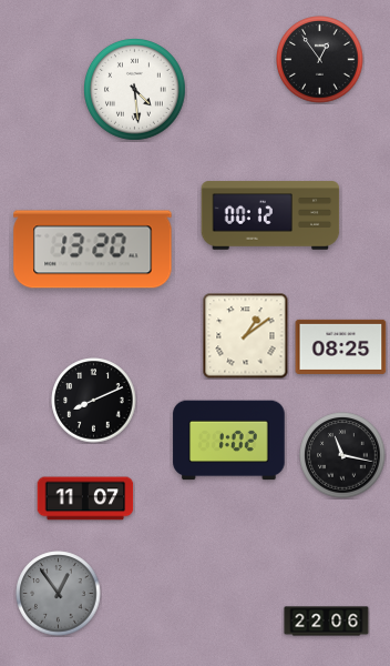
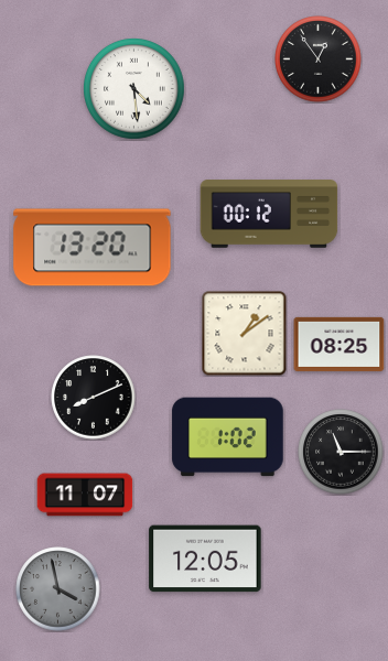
clock at (342, 455): 11:17 -> 11:15
clock at (205, 559): none -> 12:05
clock at (59, 594): 12:54 -> 3:58
clock at (327, 622): 22:06 -> none
